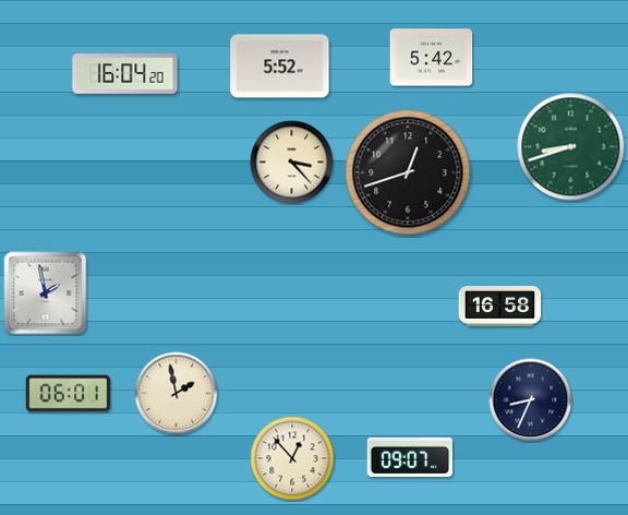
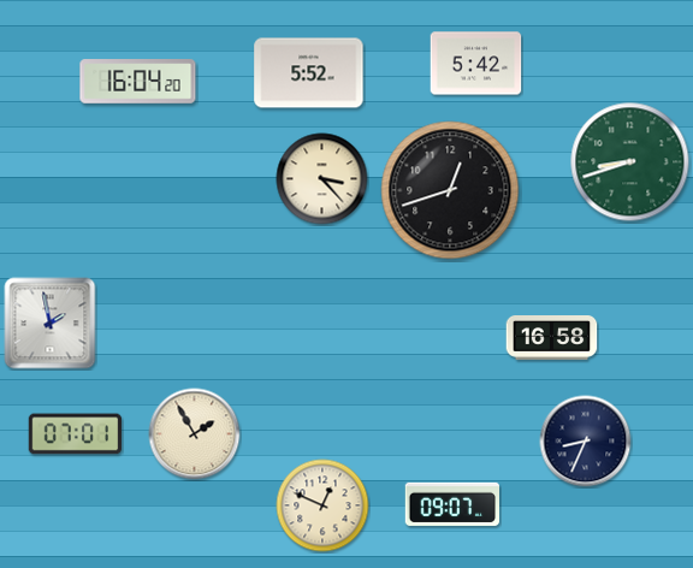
clock at (69, 394): 06:01 -> 07:01
clock at (177, 394): 1:58 -> 1:55
clock at (292, 458): 12:53 -> 12:49
